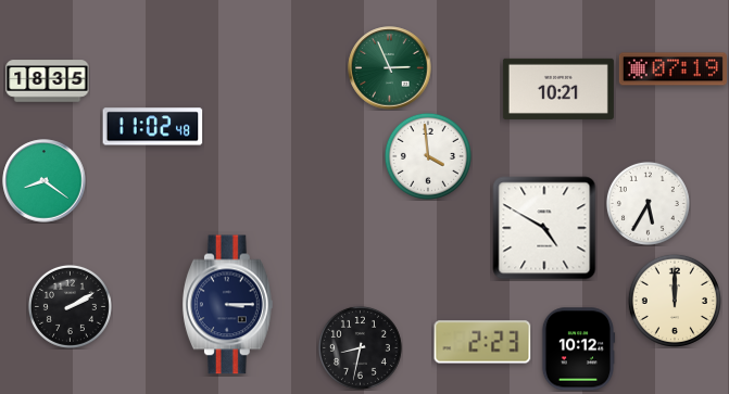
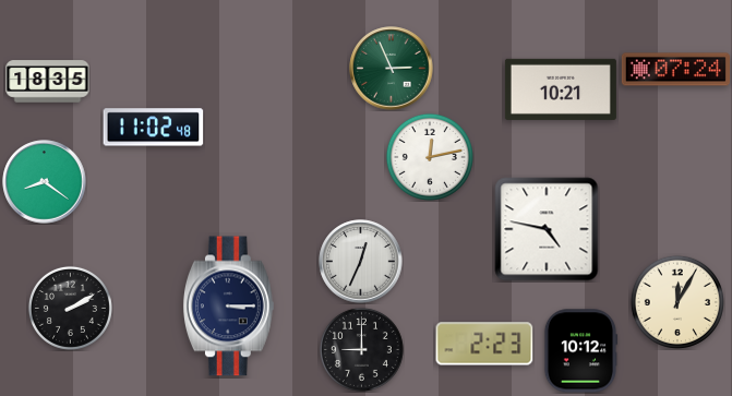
clock at (673, 69): 07:19 -> 07:24
clock at (428, 156): 3:59 -> 12:13
clock at (648, 203): 5:35 -> none
clock at (544, 228): 4:50 -> 4:47
clock at (361, 262): none -> 12:34
clock at (675, 301): 12:00 -> 12:05
clock at (360, 347): 8:32 -> 9:00
